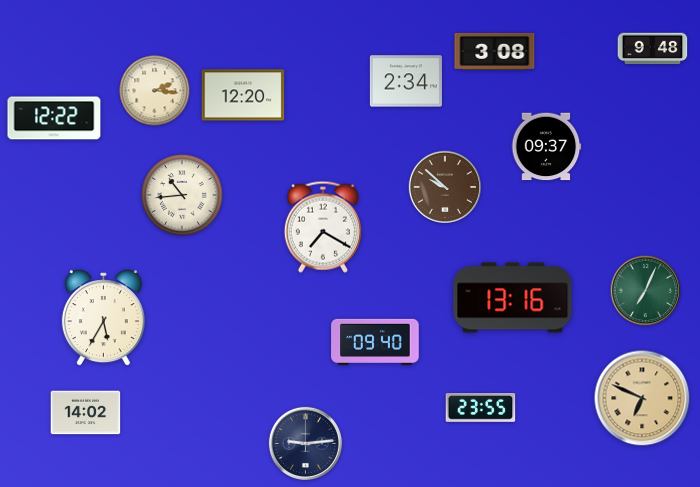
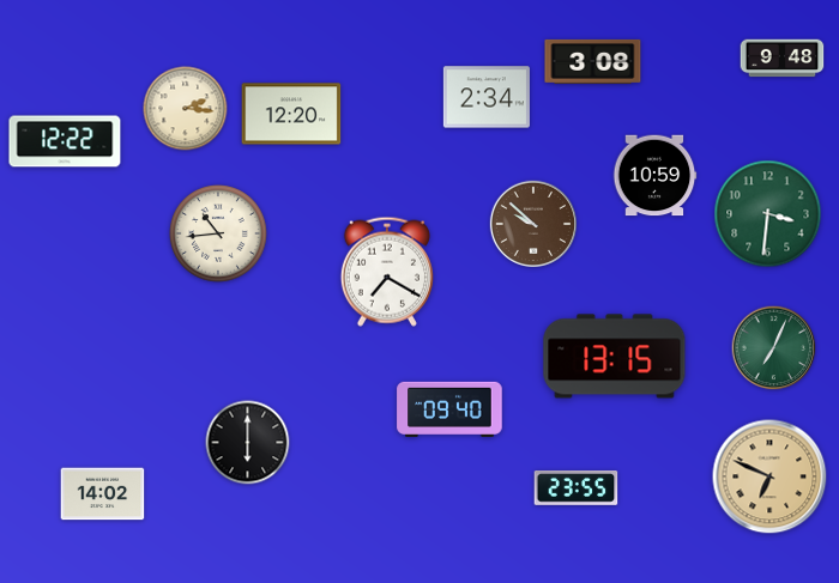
clock at (546, 147): 09:37 -> 10:59
clock at (768, 214): none -> 3:31
clock at (513, 298): 13:16 -> 13:15
clock at (103, 318): 5:35 -> none
clock at (248, 443): none -> 6:00
clock at (305, 443): 9:14 -> none
